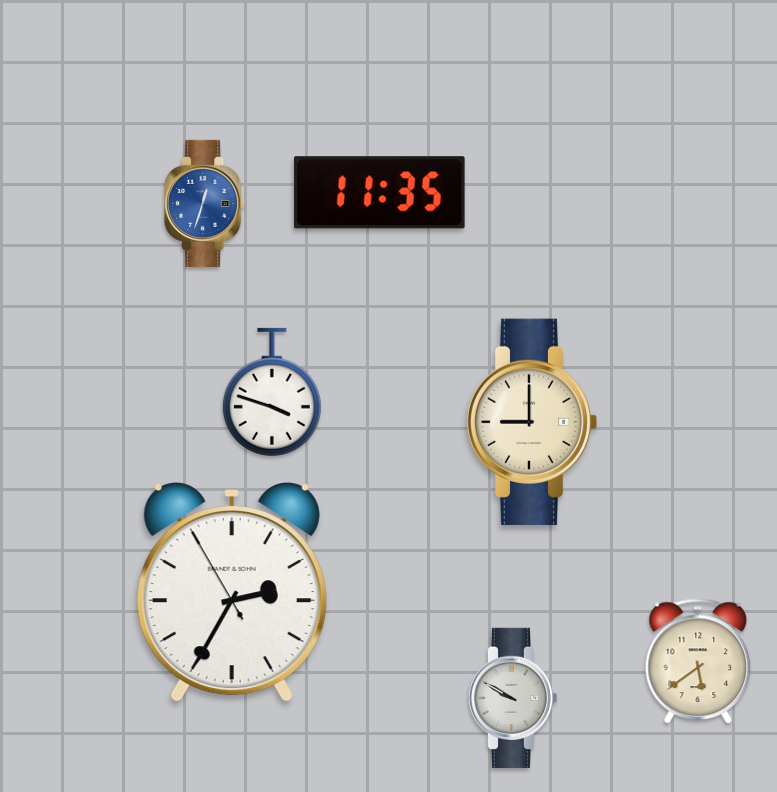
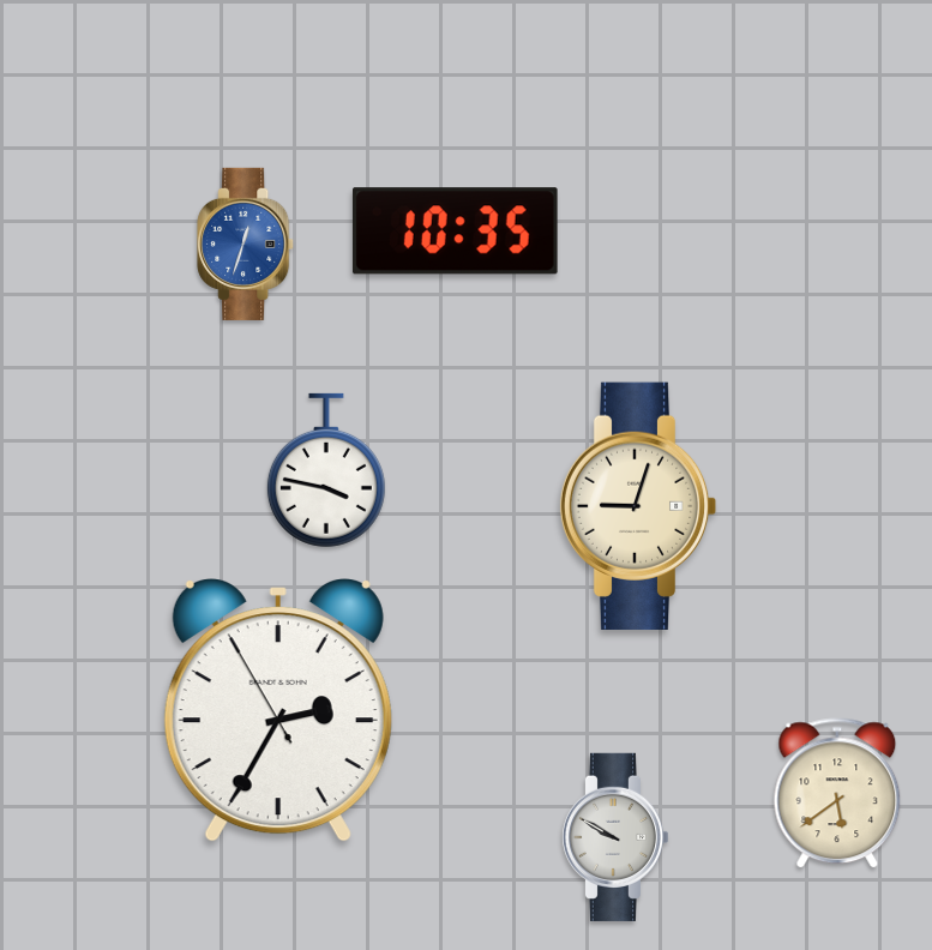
clock at (379, 193): 11:35 -> 10:35
clock at (272, 392): 3:48 -> 3:47
clock at (532, 422): 9:00 -> 9:03
